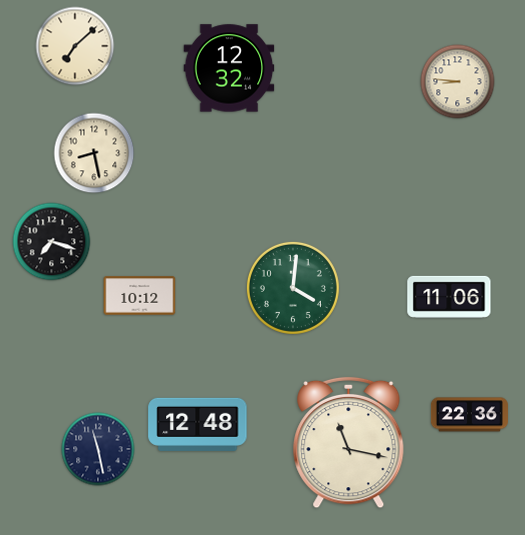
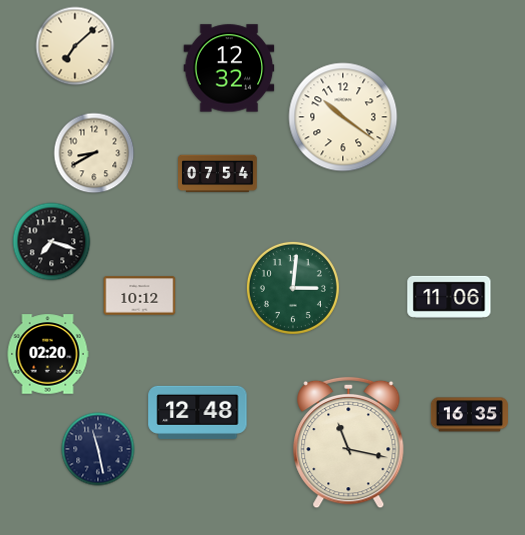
clock at (458, 82): 8:46 -> none
clock at (343, 117): none -> 10:21
clock at (94, 153): 8:28 -> 8:40
clock at (218, 174): none -> 07:54
clock at (293, 288): 4:01 -> 3:01
clock at (48, 354): none -> 02:20
clock at (469, 415): 22:36 -> 16:35
clock at (198, 424) position: (198, 424) -> (198, 412)
